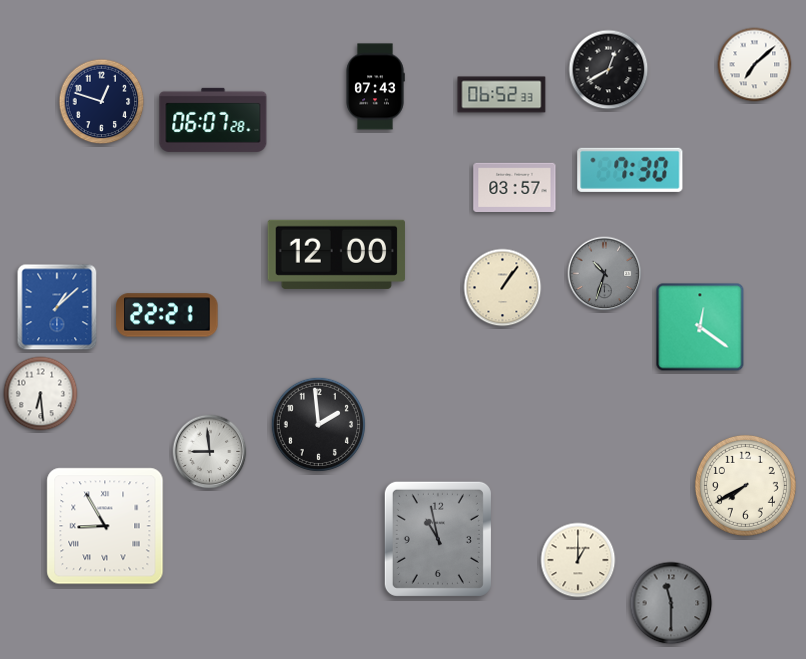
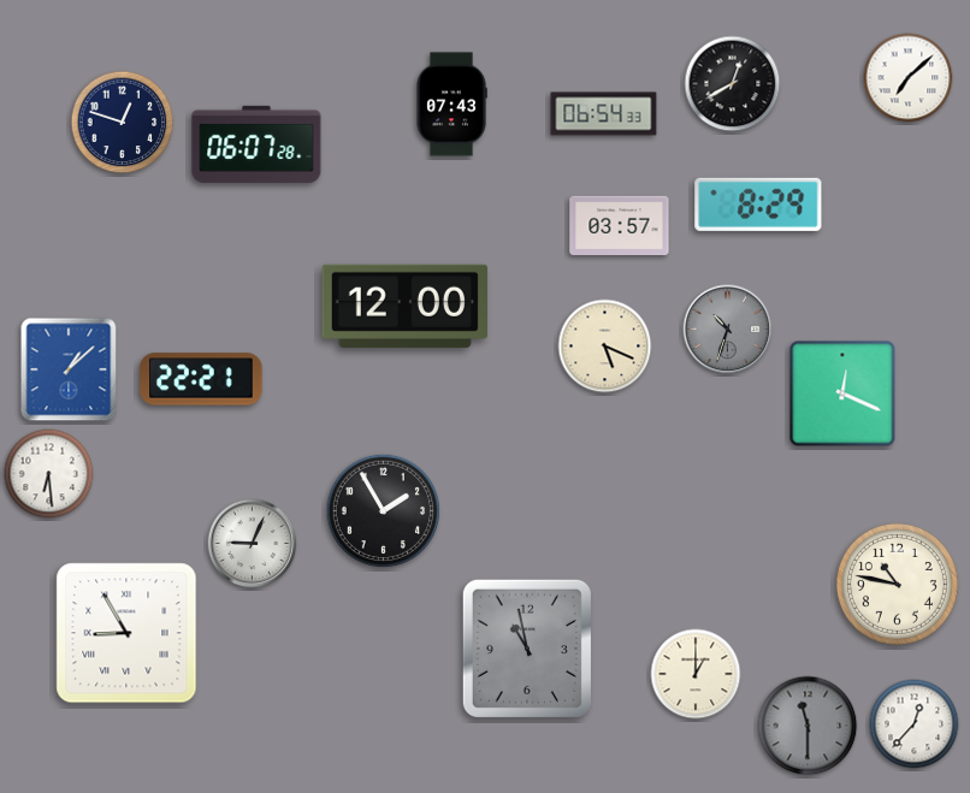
clock at (502, 95): 06:52 -> 06:54
clock at (630, 170): 7:30 -> 8:29
clock at (503, 288): 1:06 -> 5:19
clock at (700, 327): 12:21 -> 12:19
clock at (318, 424): 1:59 -> 1:55
clock at (210, 452): 8:59 -> 9:04
clock at (745, 485): 7:40 -> 10:47
clock at (915, 724): none -> 12:37
